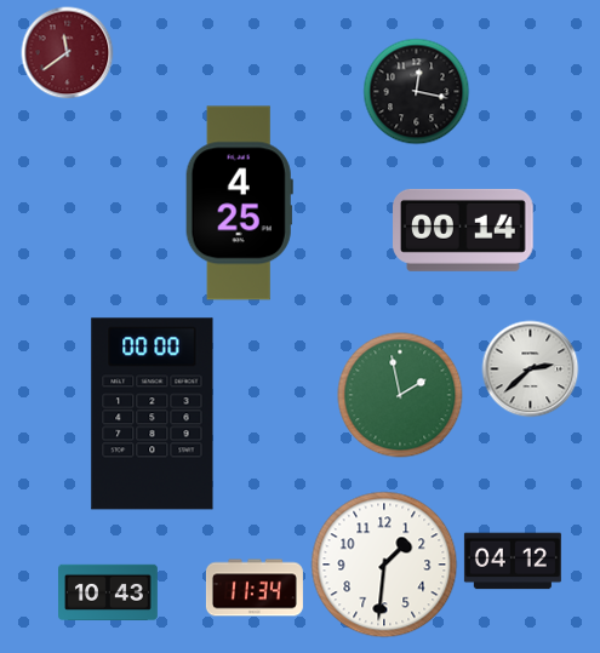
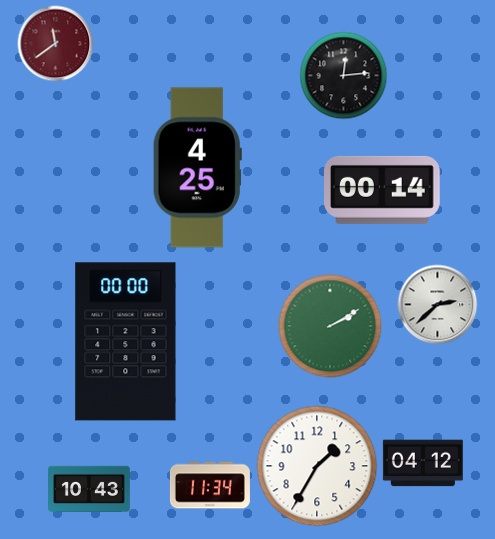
clock at (417, 92): 12:17 -> 12:14
clock at (400, 395): 1:58 -> 2:10
clock at (384, 565): 1:31 -> 1:35
